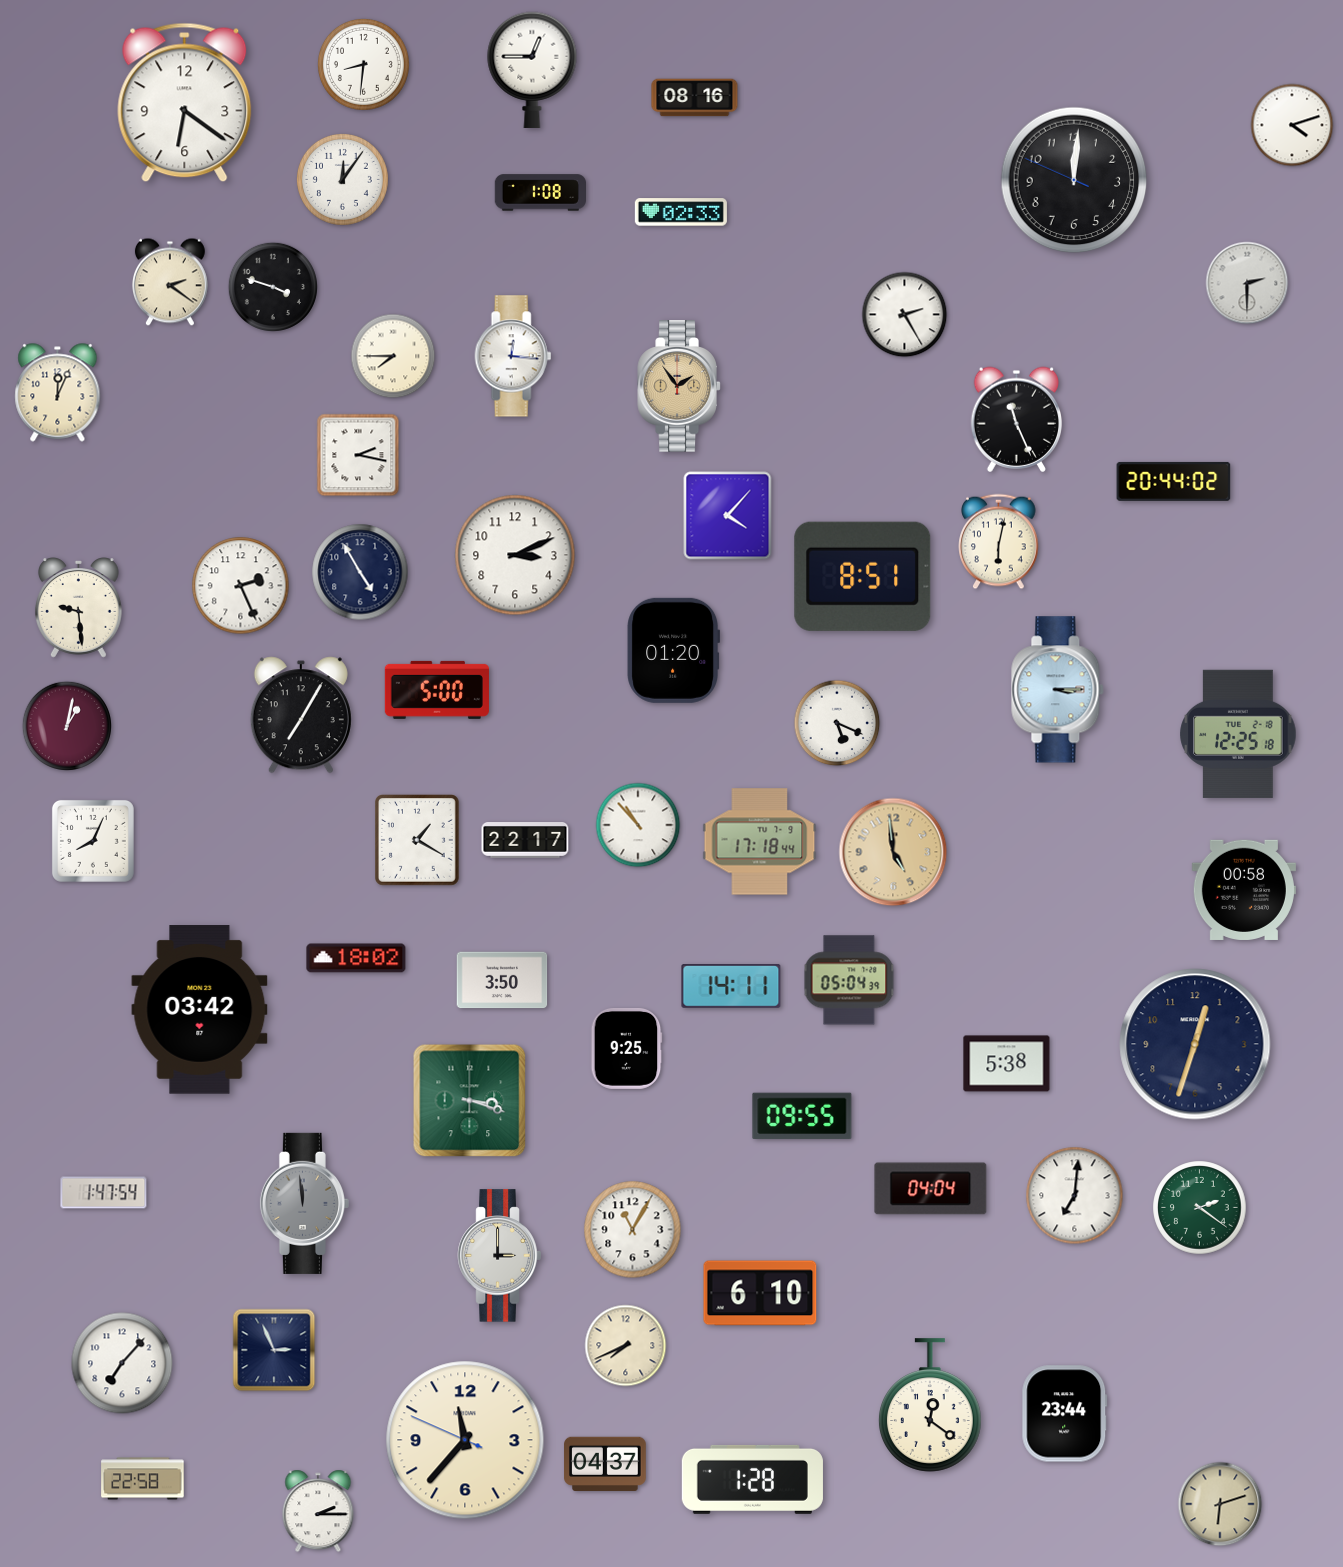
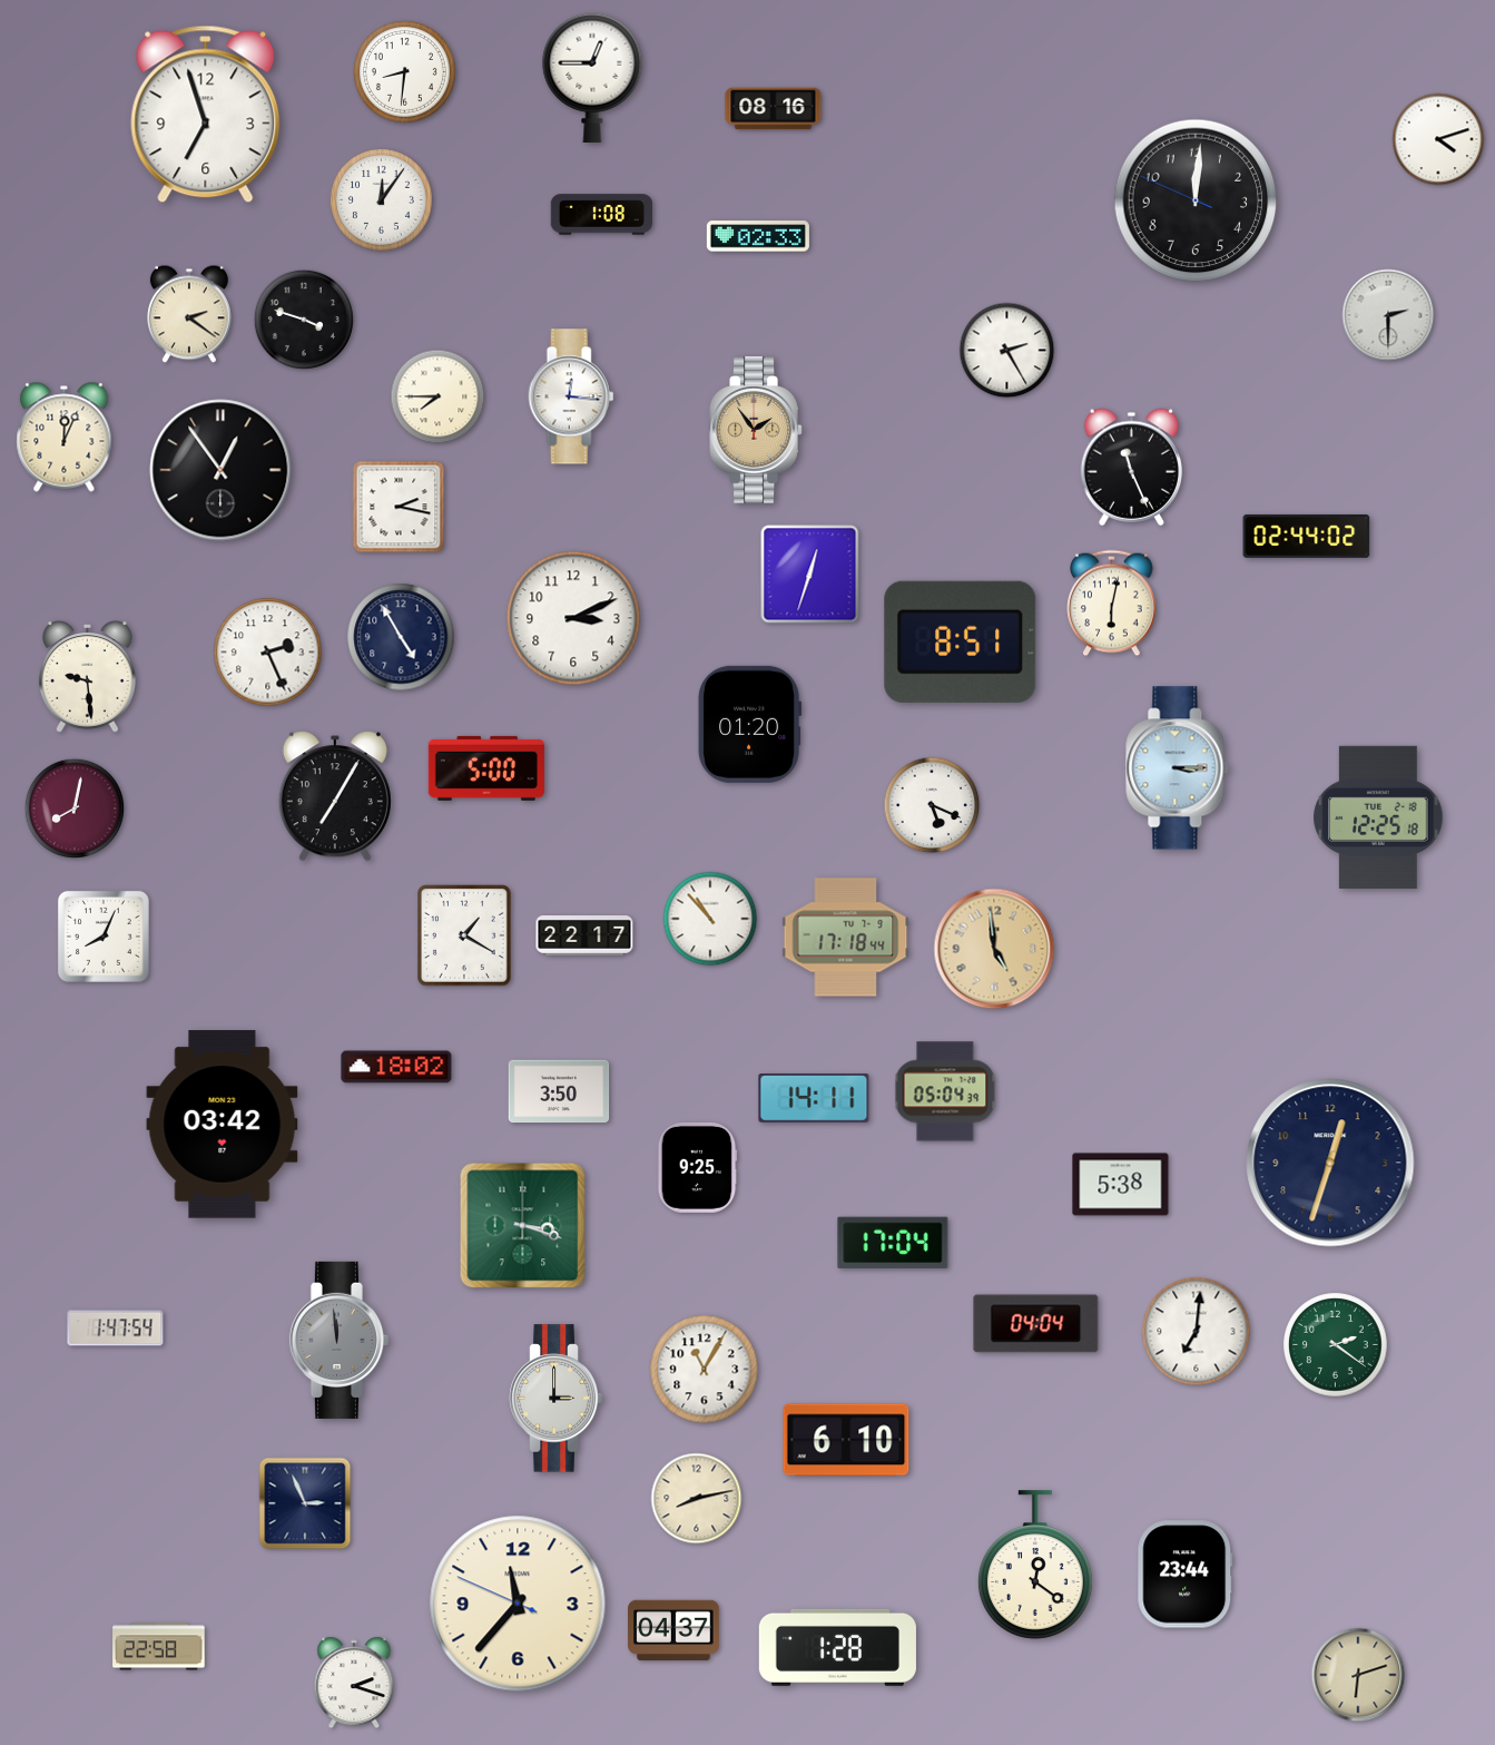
clock at (185, 103): 6:21 -> 6:57
clock at (220, 470): none -> 12:54
clock at (1174, 481): 20:44 -> 02:44
clock at (728, 516): 4:07 -> 12:33
clock at (67, 726): 1:02 -> 8:02
clock at (1244, 890): 00:58 -> none
clock at (802, 1116): 09:55 -> 17:04
clock at (626, 1346): 7:41 -> 8:13
clock at (122, 1363): 7:07 -> none
clock at (318, 1511): 2:15 -> 2:18
